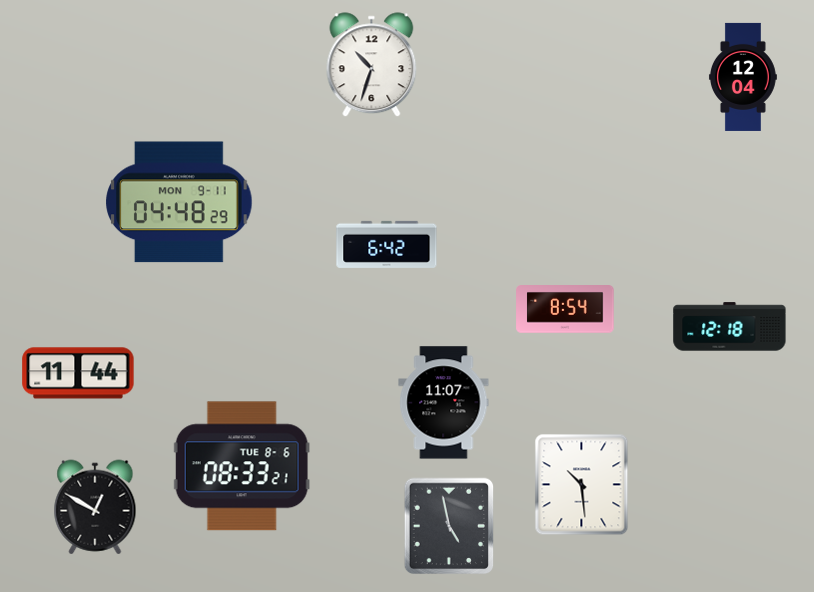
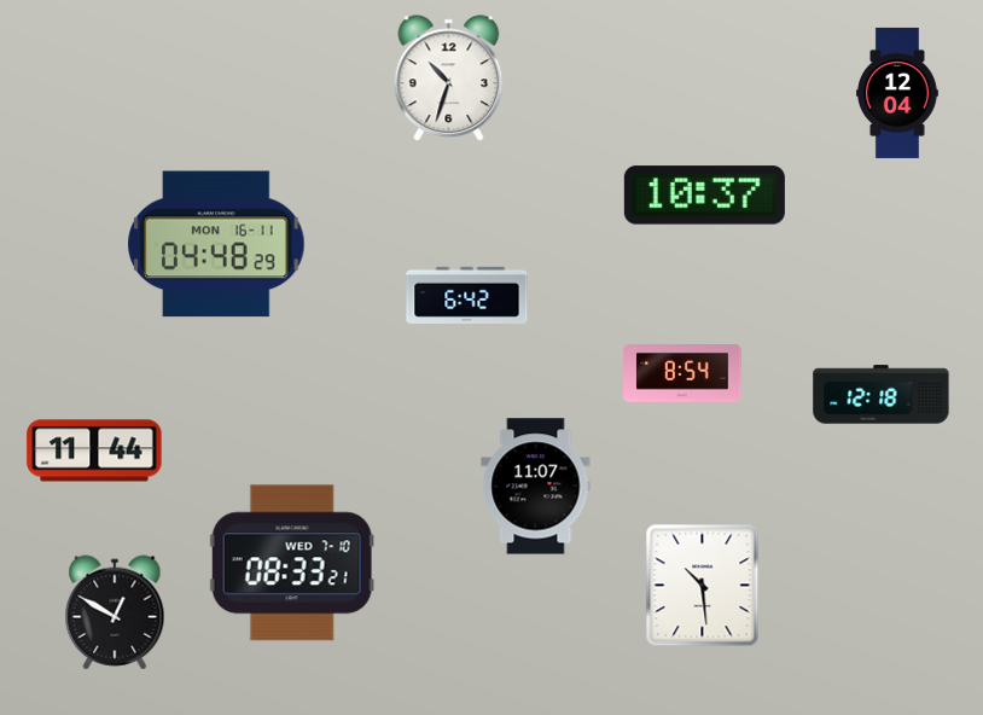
clock at (704, 196): none -> 10:37
clock at (179, 202) date: MON 9-11 -> MON 16-11
clock at (242, 466) date: TUE 8-6 -> WED 7-10
clock at (449, 526): 4:58 -> none
